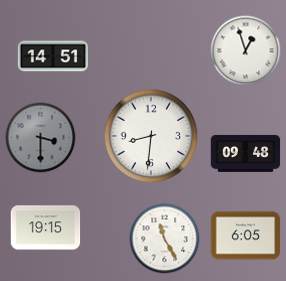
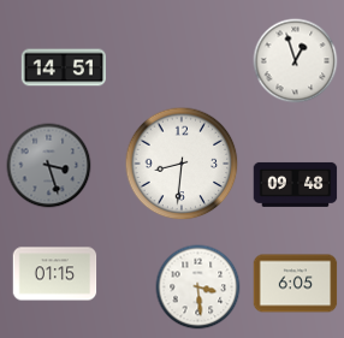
clock at (41, 138): 3:30 -> 3:27
clock at (46, 228): 19:15 -> 01:15
clock at (165, 239): 11:25 -> 3:29
